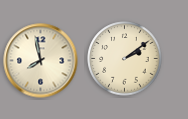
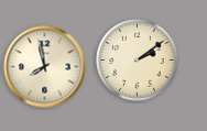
clock at (125, 59) position: (125, 59) -> (138, 61)
